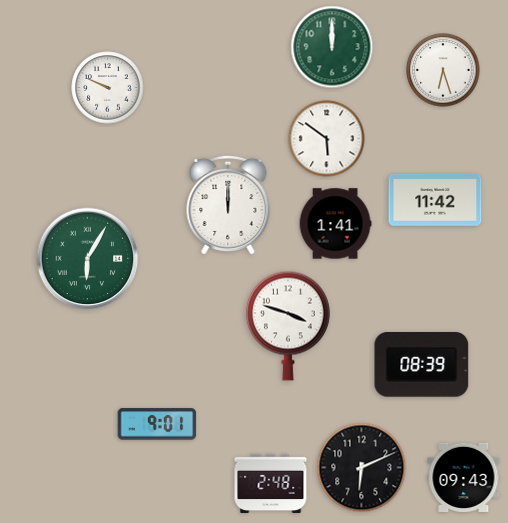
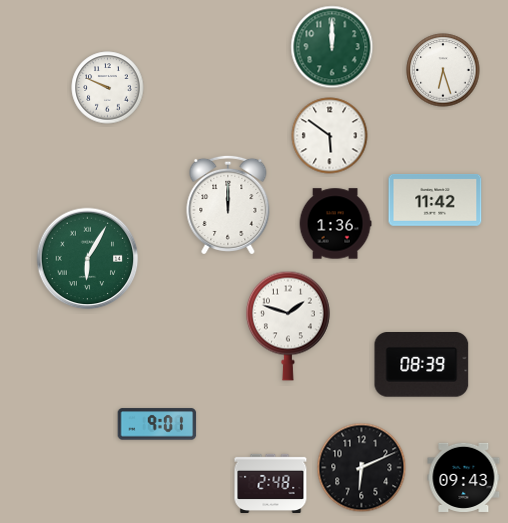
clock at (327, 139) position: (327, 139) -> (330, 136)
clock at (335, 224): 1:41 -> 1:36
clock at (288, 326): 3:48 -> 1:48
